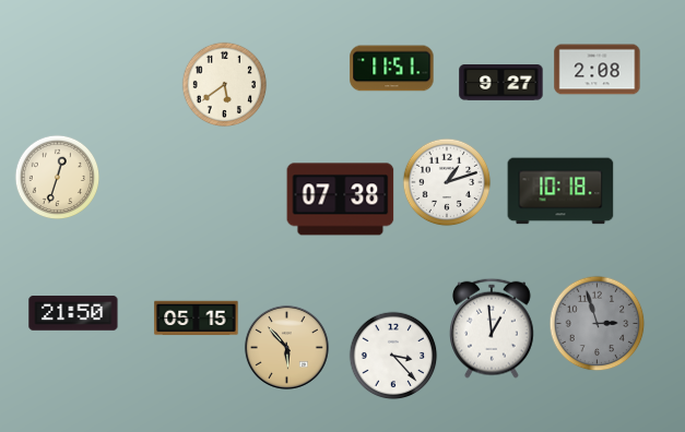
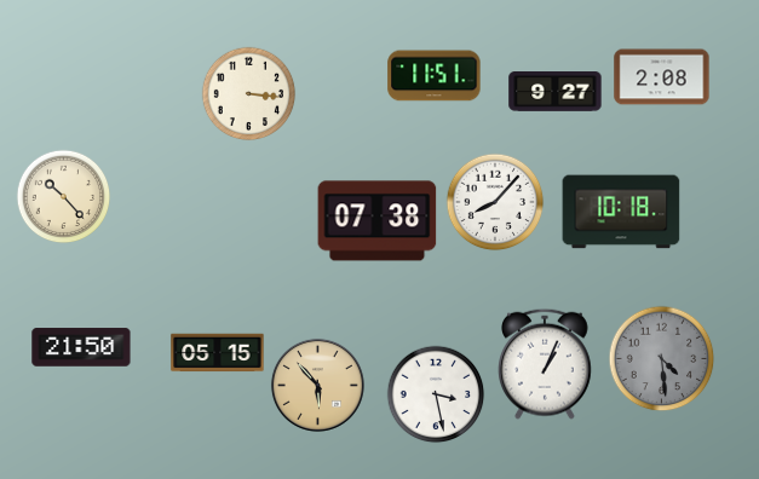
clock at (224, 84): 5:39 -> 3:16
clock at (57, 177): 12:33 -> 10:23
clock at (447, 182): 1:12 -> 8:07
clock at (597, 323): 2:57 -> 4:29
clock at (493, 328): 12:59 -> 1:04
clock at (393, 356): 3:23 -> 3:28
